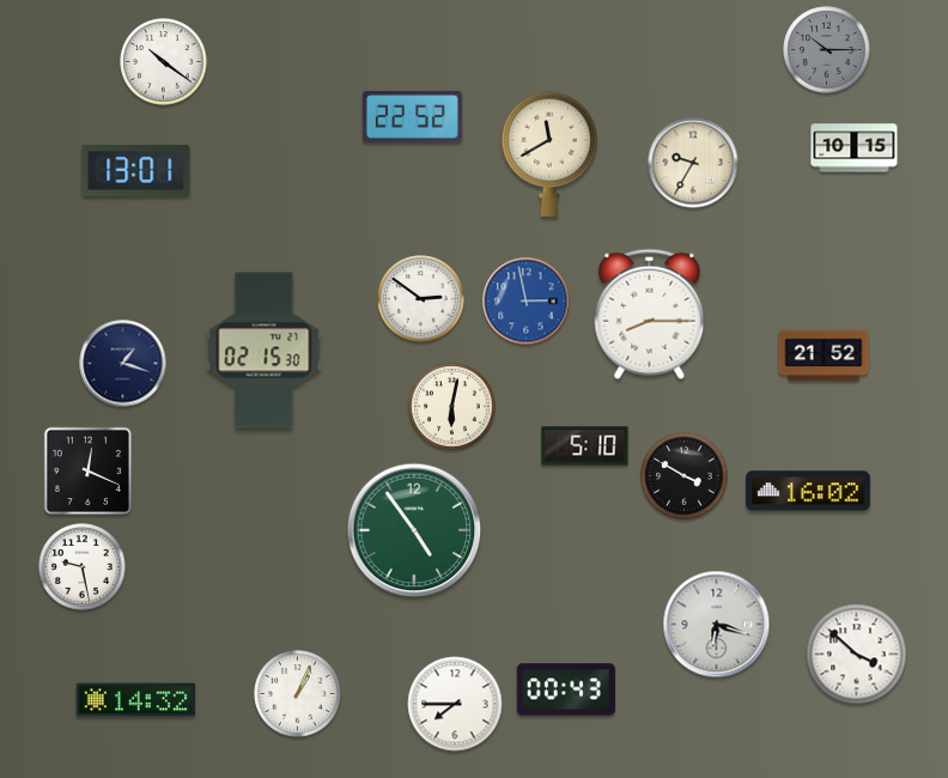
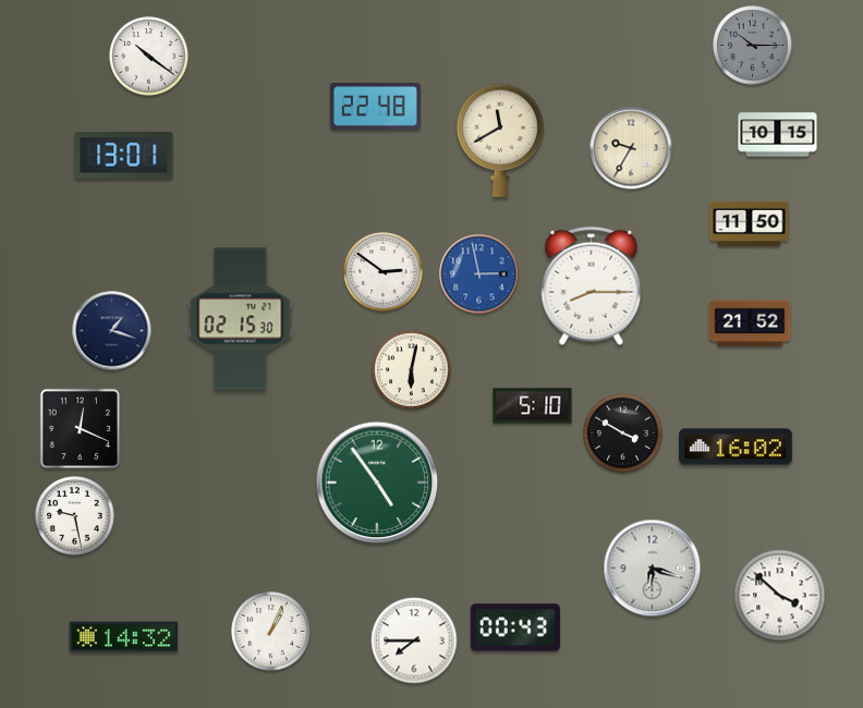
clock at (412, 117): 22:52 -> 22:48
clock at (750, 223): none -> 11:50
